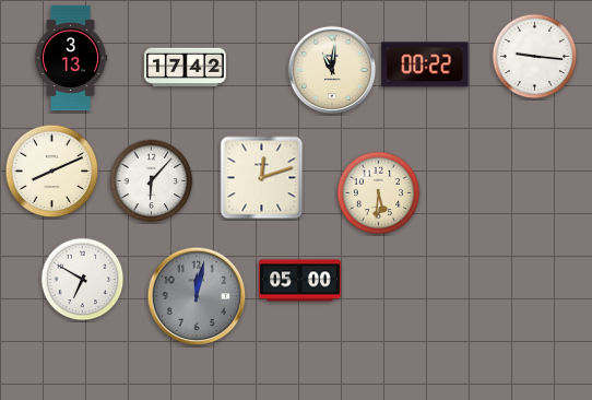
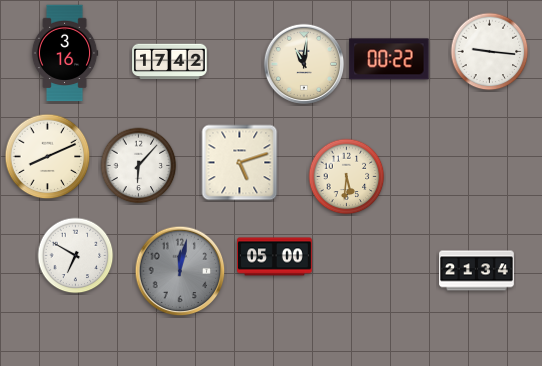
clock at (71, 58): 3:13 -> 3:16
clock at (262, 178): 12:12 -> 5:12
clock at (477, 271): none -> 21:34
